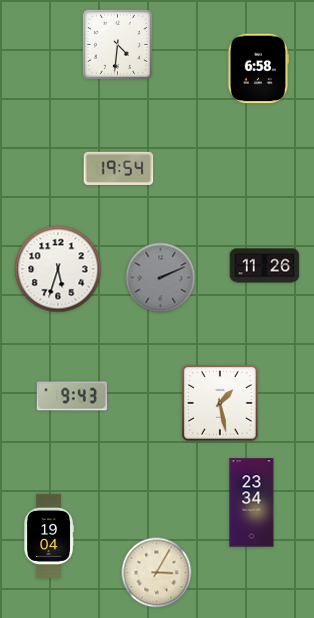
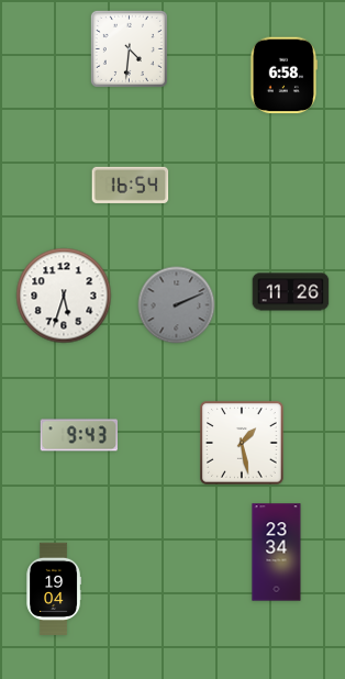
clock at (119, 168): 19:54 -> 16:54
clock at (157, 573): 3:05 -> none
